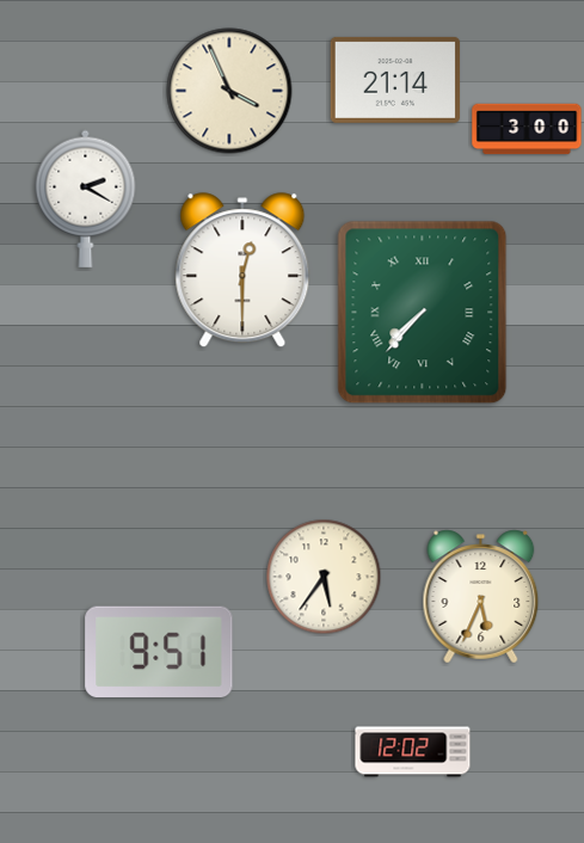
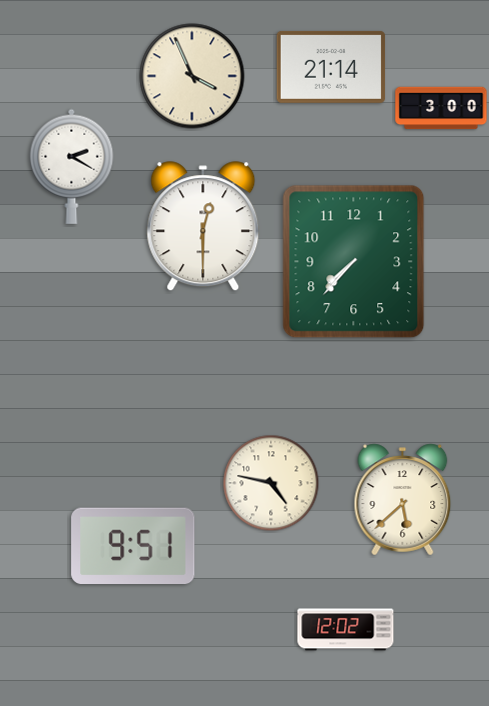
clock at (423, 313) numerals: Roman -> Arabic
clock at (324, 577): 5:36 -> 4:47
clock at (481, 597): 5:34 -> 5:38
